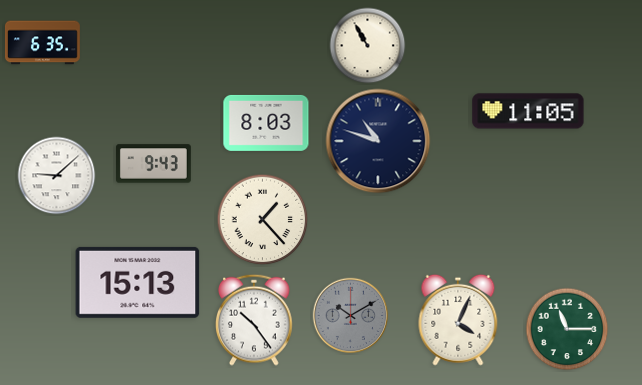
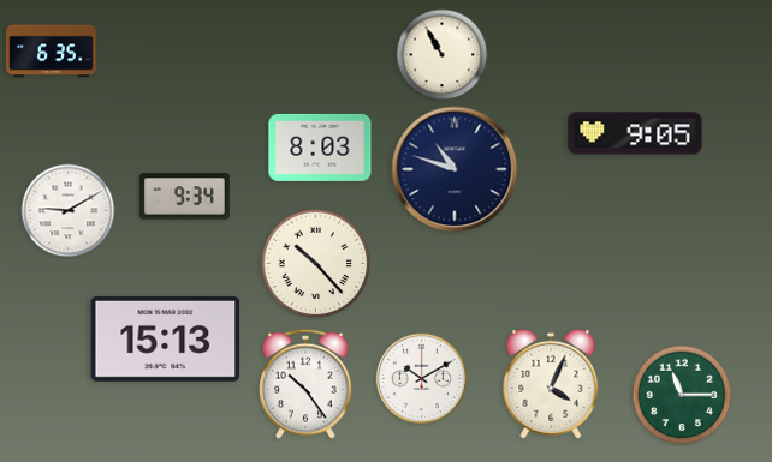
clock at (528, 111): 11:05 -> 9:05
clock at (154, 164): 9:43 -> 9:34
clock at (57, 176): 9:08 -> 9:10
clock at (263, 220): 1:23 -> 10:23
clock at (351, 316) dial: grey -> white
